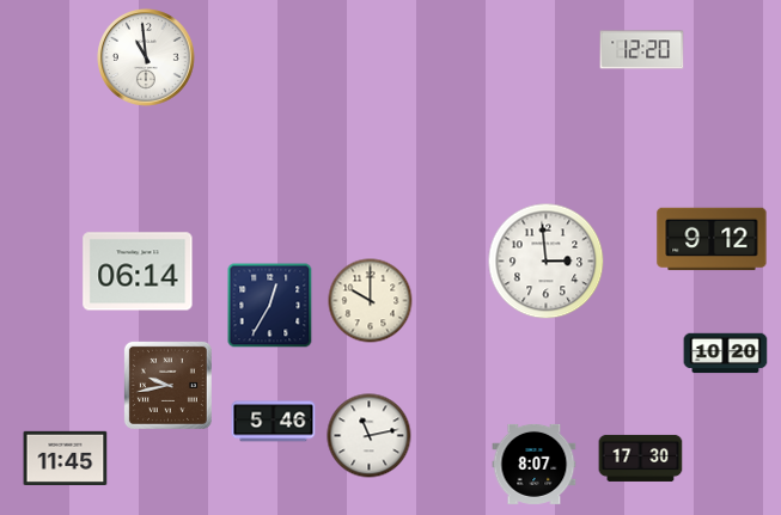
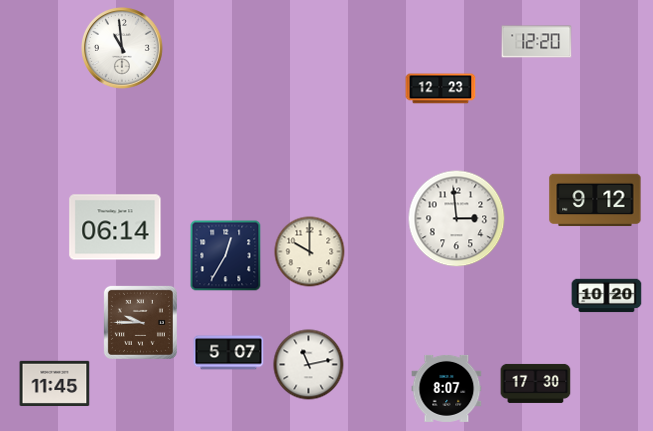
clock at (441, 89): none -> 12:23
clock at (167, 385): 9:43 -> 9:45
clock at (274, 422): 5:46 -> 5:07
